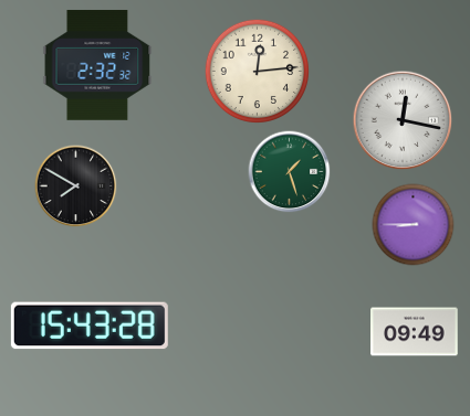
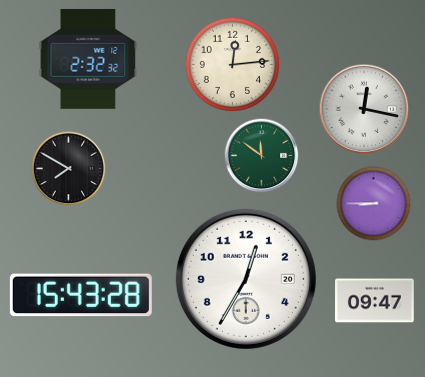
clock at (290, 172): 1:27 -> 11:51
clock at (246, 279): none -> 12:35
clock at (415, 332): 09:49 -> 09:47
